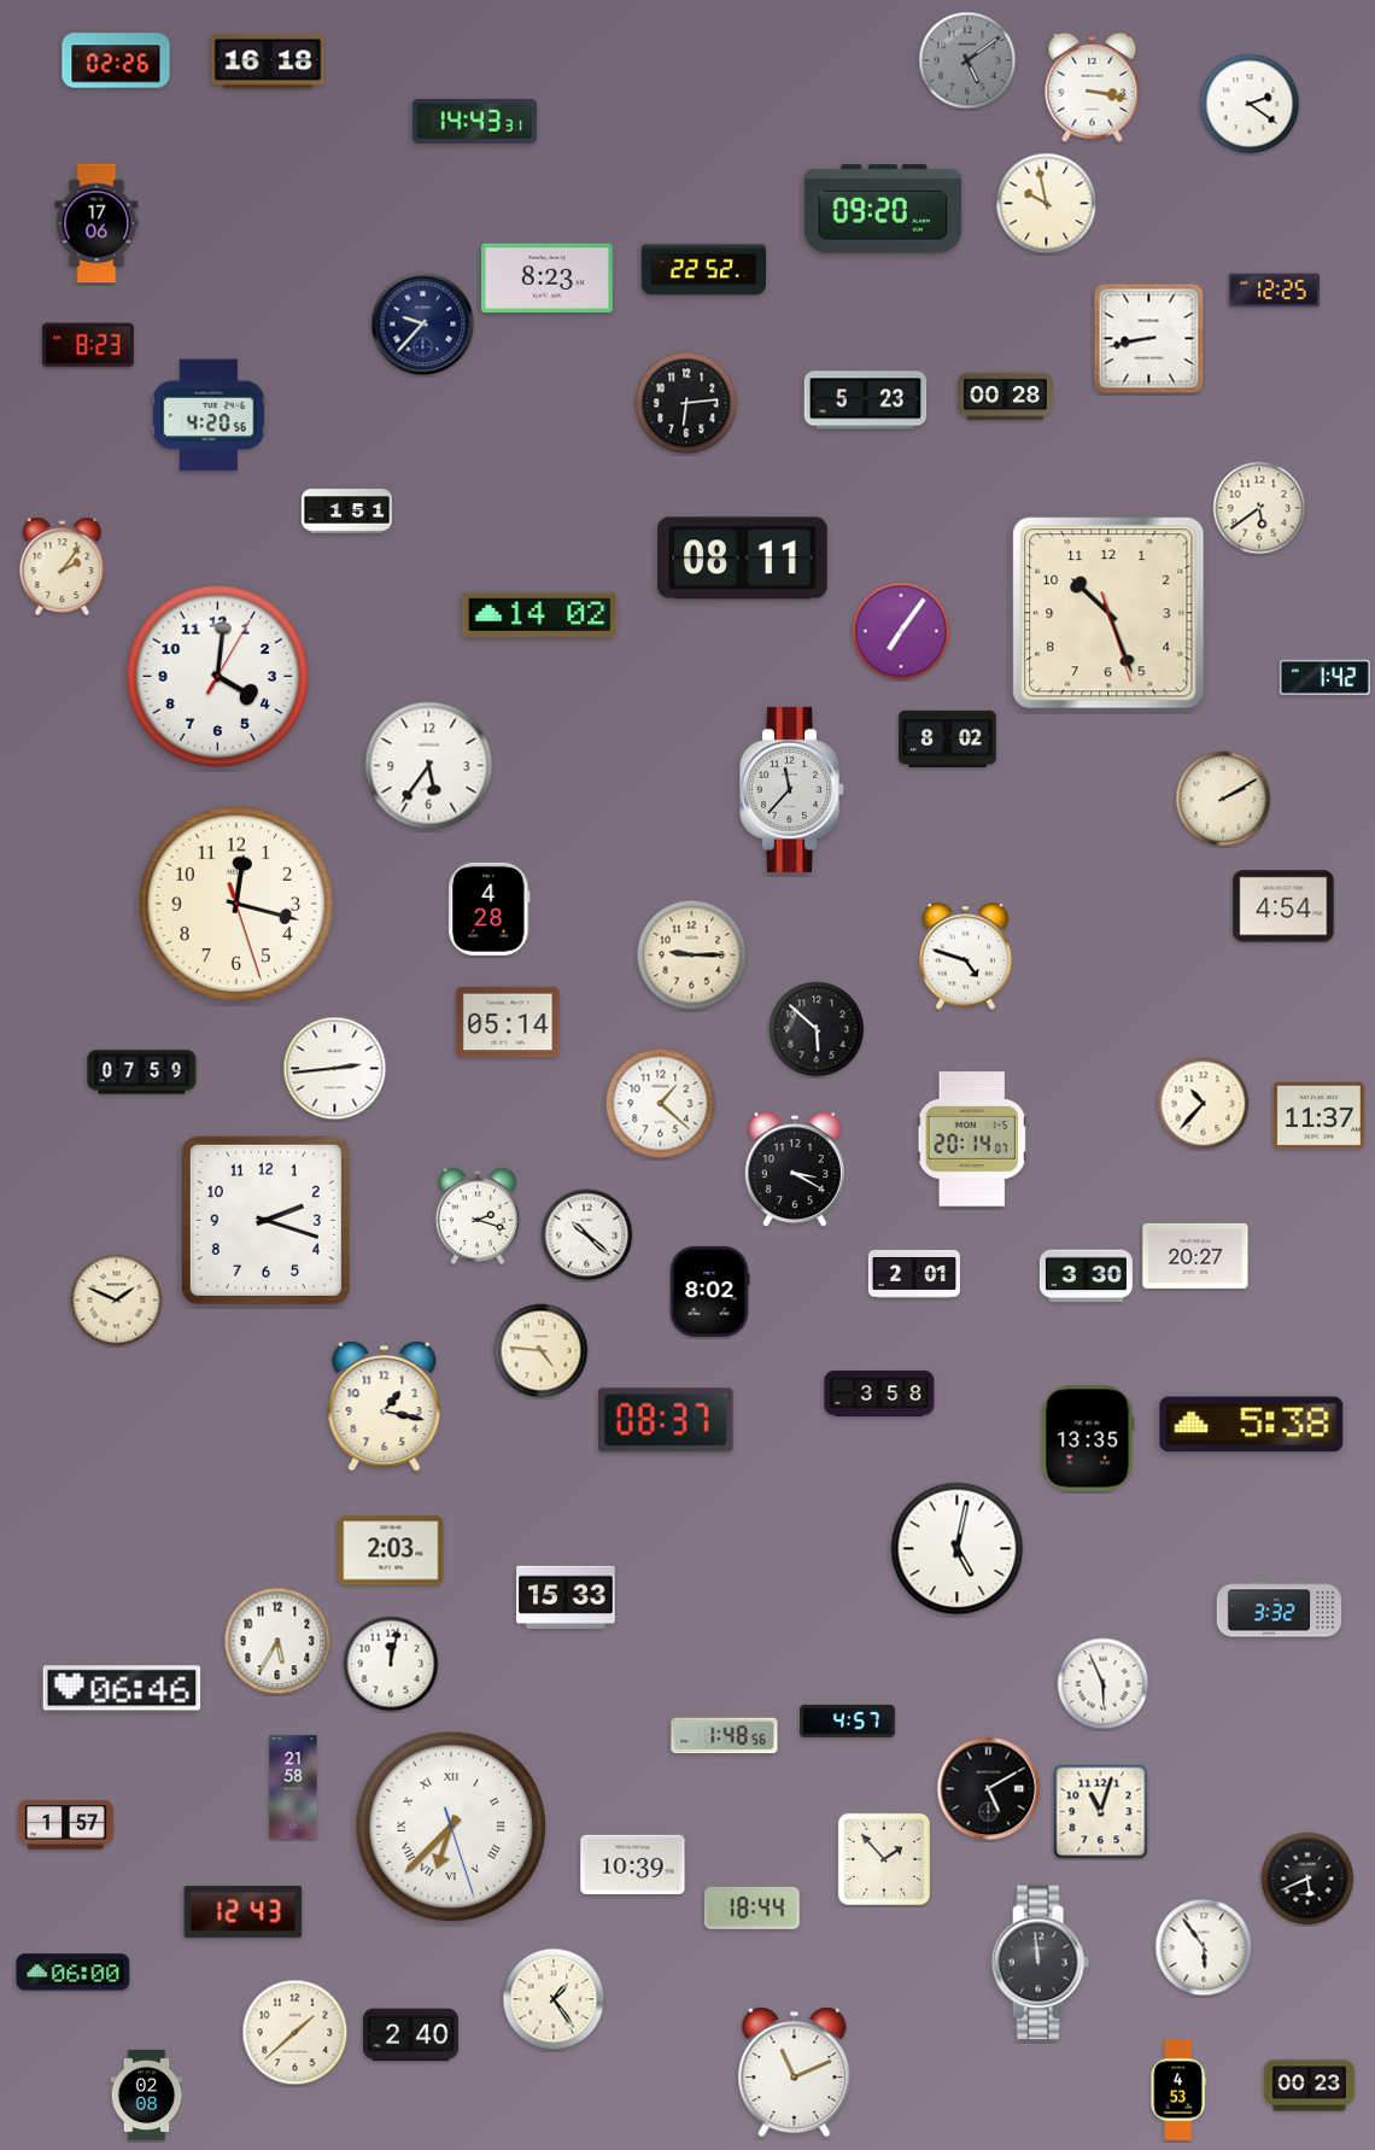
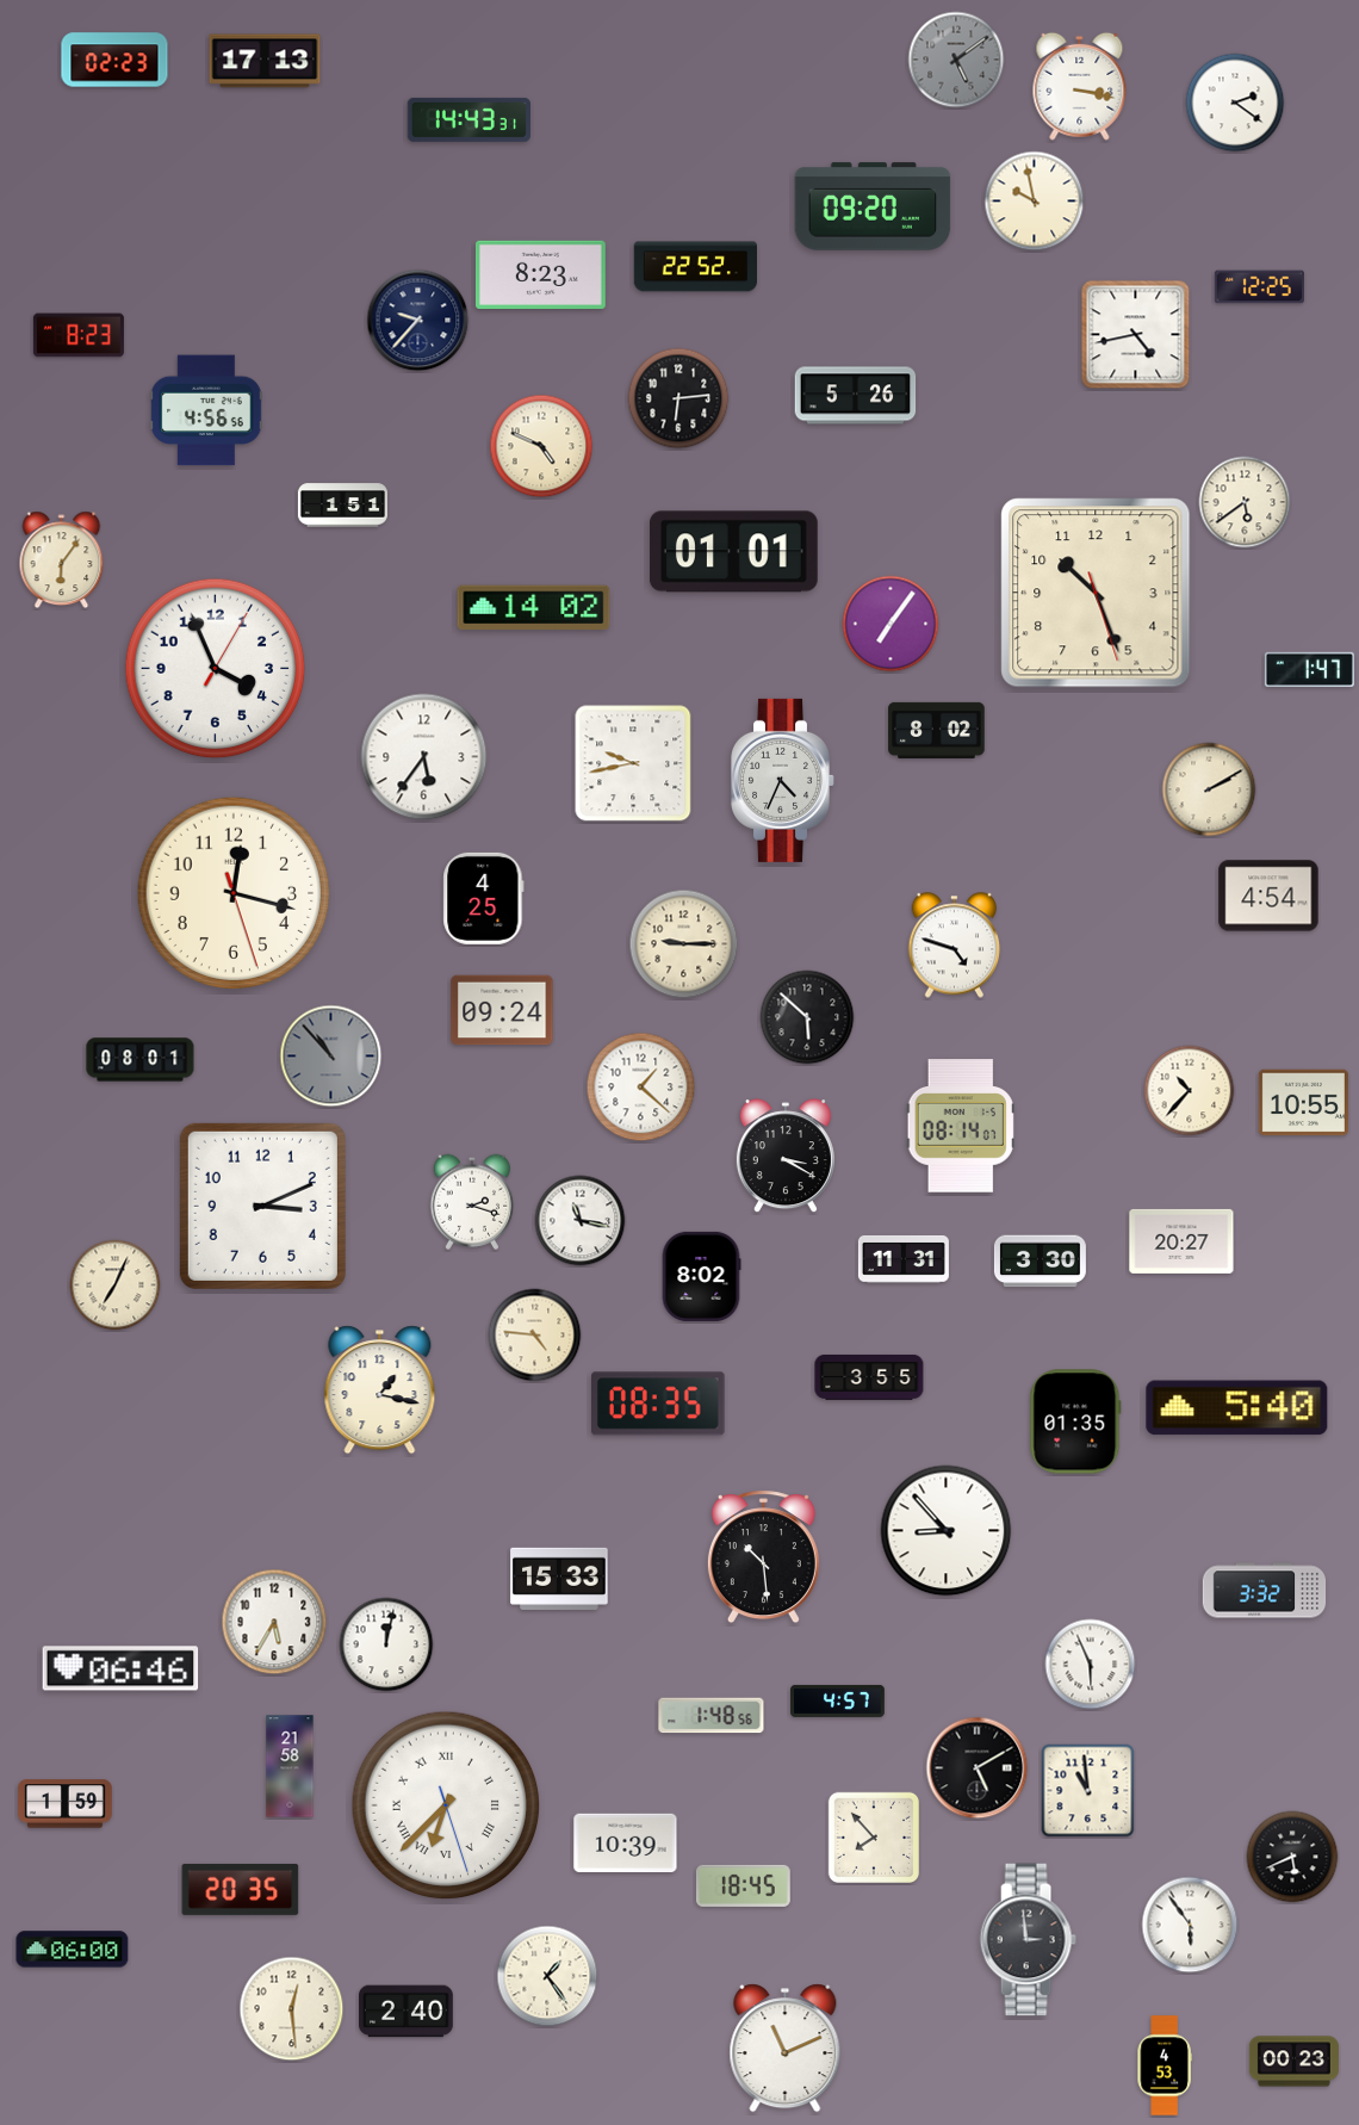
clock at (116, 60): 02:26 -> 02:23
clock at (268, 62): 16:18 -> 17:13
clock at (96, 223): 17:06 -> none
clock at (1149, 339): 8:43 -> 4:43
clock at (88, 345) position: (88, 345) -> (79, 335)
clock at (1006, 397): 00:28 -> none
clock at (866, 401): 5:23 -> 5:26
clock at (209, 415): 4:20 -> 4:56
clock at (541, 446): none -> 4:49
clock at (743, 559): 08:11 -> 01:01
clock at (63, 567): 2:06 -> 6:06
clock at (1108, 613) position: (1108, 613) -> (1096, 593)
clock at (218, 677): 4:01 -> 3:56
clock at (1324, 678): 1:42 -> 1:47
clock at (633, 763): none -> 9:43
clock at (792, 789): 11:37 -> 4:34
clock at (490, 909): 4:28 -> 4:25
clock at (508, 1022): 05:14 -> 09:24
clock at (335, 1069): 2:44 -> 10:53
clock at (335, 1069) dial: white -> grey
clock at (142, 1073): 07:59 -> 08:01
clock at (661, 1104) position: (661, 1104) -> (641, 1088)
clock at (1318, 1116): 11:37 -> 10:55
clock at (972, 1139): 20:14 -> 08:14
clock at (265, 1220): 2:18 -> 3:11
clock at (587, 1235): 10:22 -> 11:17
clock at (914, 1274): 2:01 -> 11:31
clock at (1086, 1276) position: (1086, 1276) -> (1040, 1262)
clock at (117, 1301): 1:49 -> 7:04
clock at (879, 1394): 3:58 -> 3:55
clock at (667, 1420): 08:37 -> 08:35
clock at (1252, 1425): 5:38 -> 5:40
clock at (1088, 1438): 13:35 -> 01:35
clock at (958, 1549): 5:02 -> 8:53
clock at (391, 1550): 2:03 -> none
clock at (763, 1557): none -> 10:29
clock at (725, 1736) position: (725, 1736) -> (712, 1716)
clock at (1101, 1812): 11:03 -> 10:59
clock at (66, 1825): 1:57 -> 1:59
clock at (883, 1858): 1:53 -> 7:53
clock at (751, 1907): 18:44 -> 18:45
clock at (244, 1911): 12:43 -> 20:35
clock at (1040, 1963): 11:59 -> 2:59
clock at (296, 2033): 1:38 -> 12:29
clock at (147, 2095): 02:08 -> none
